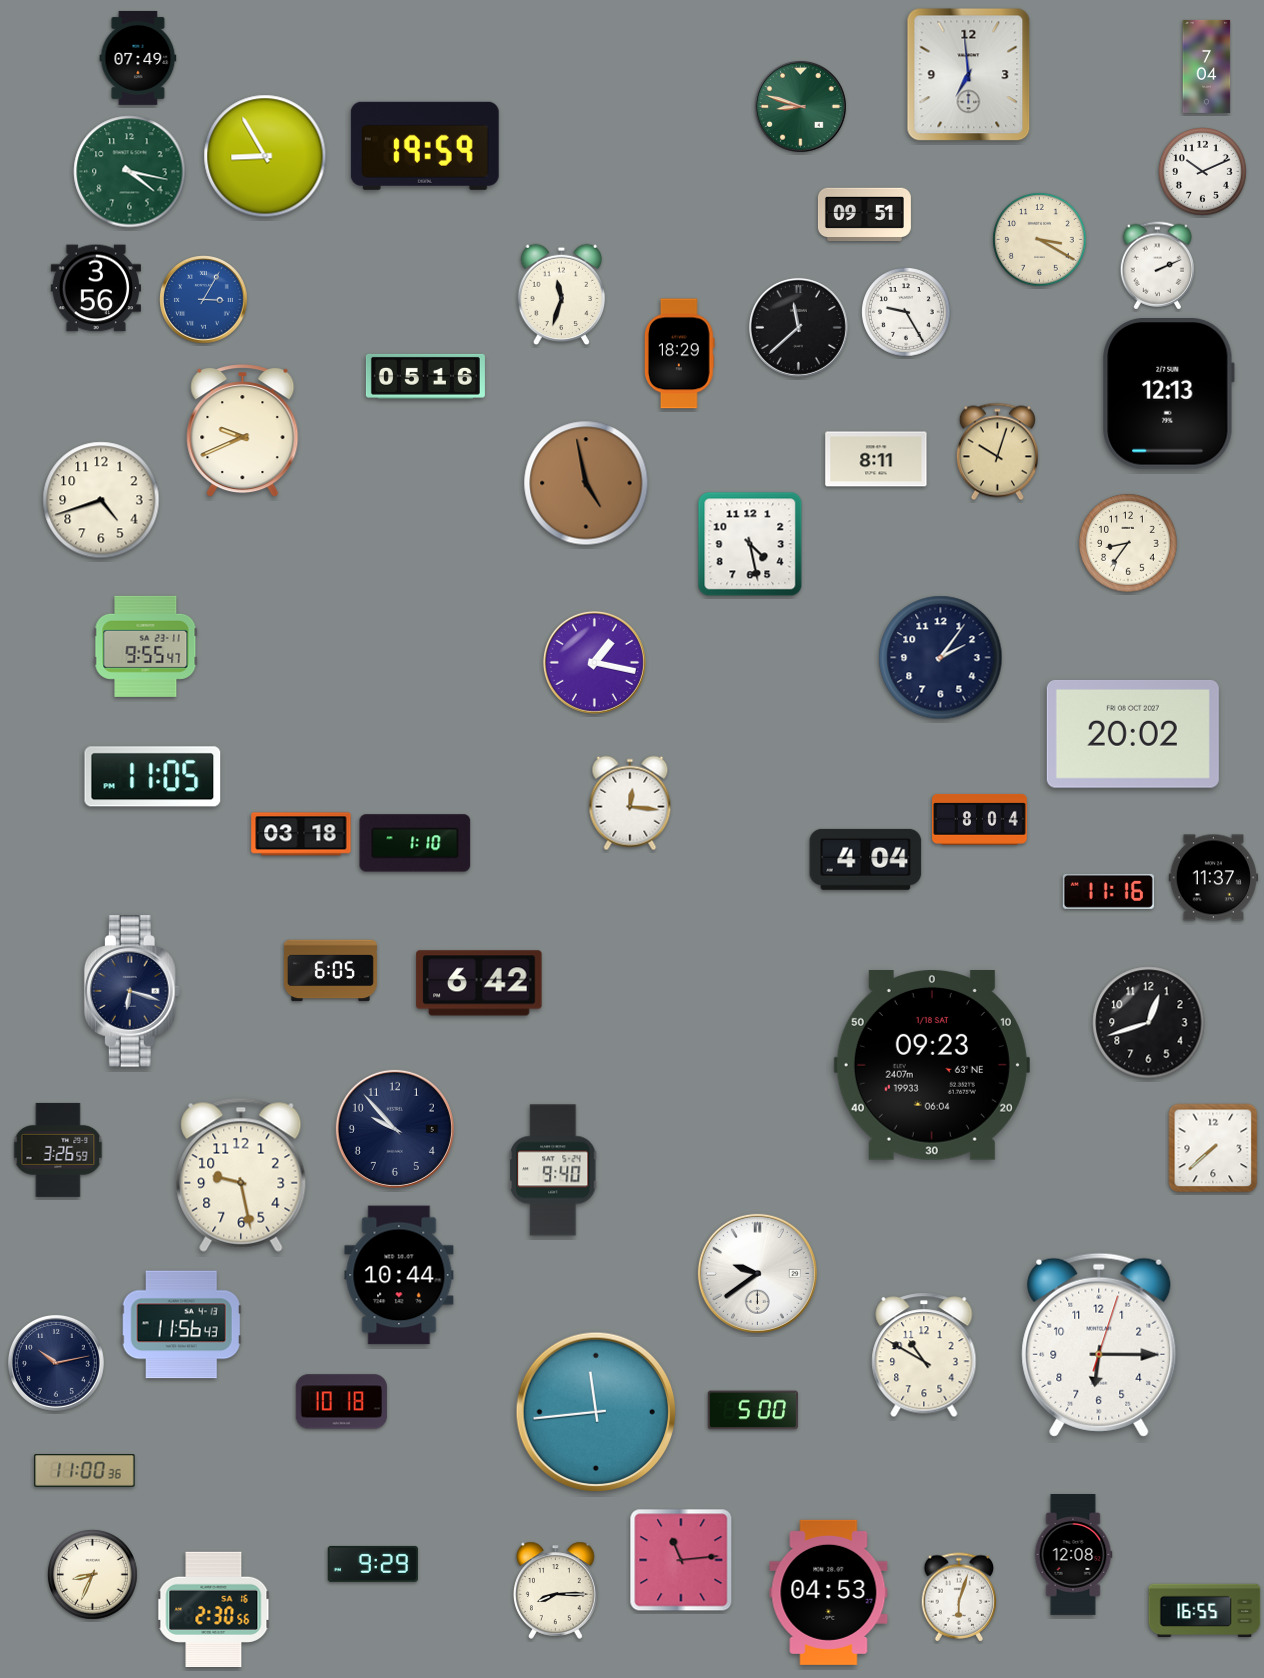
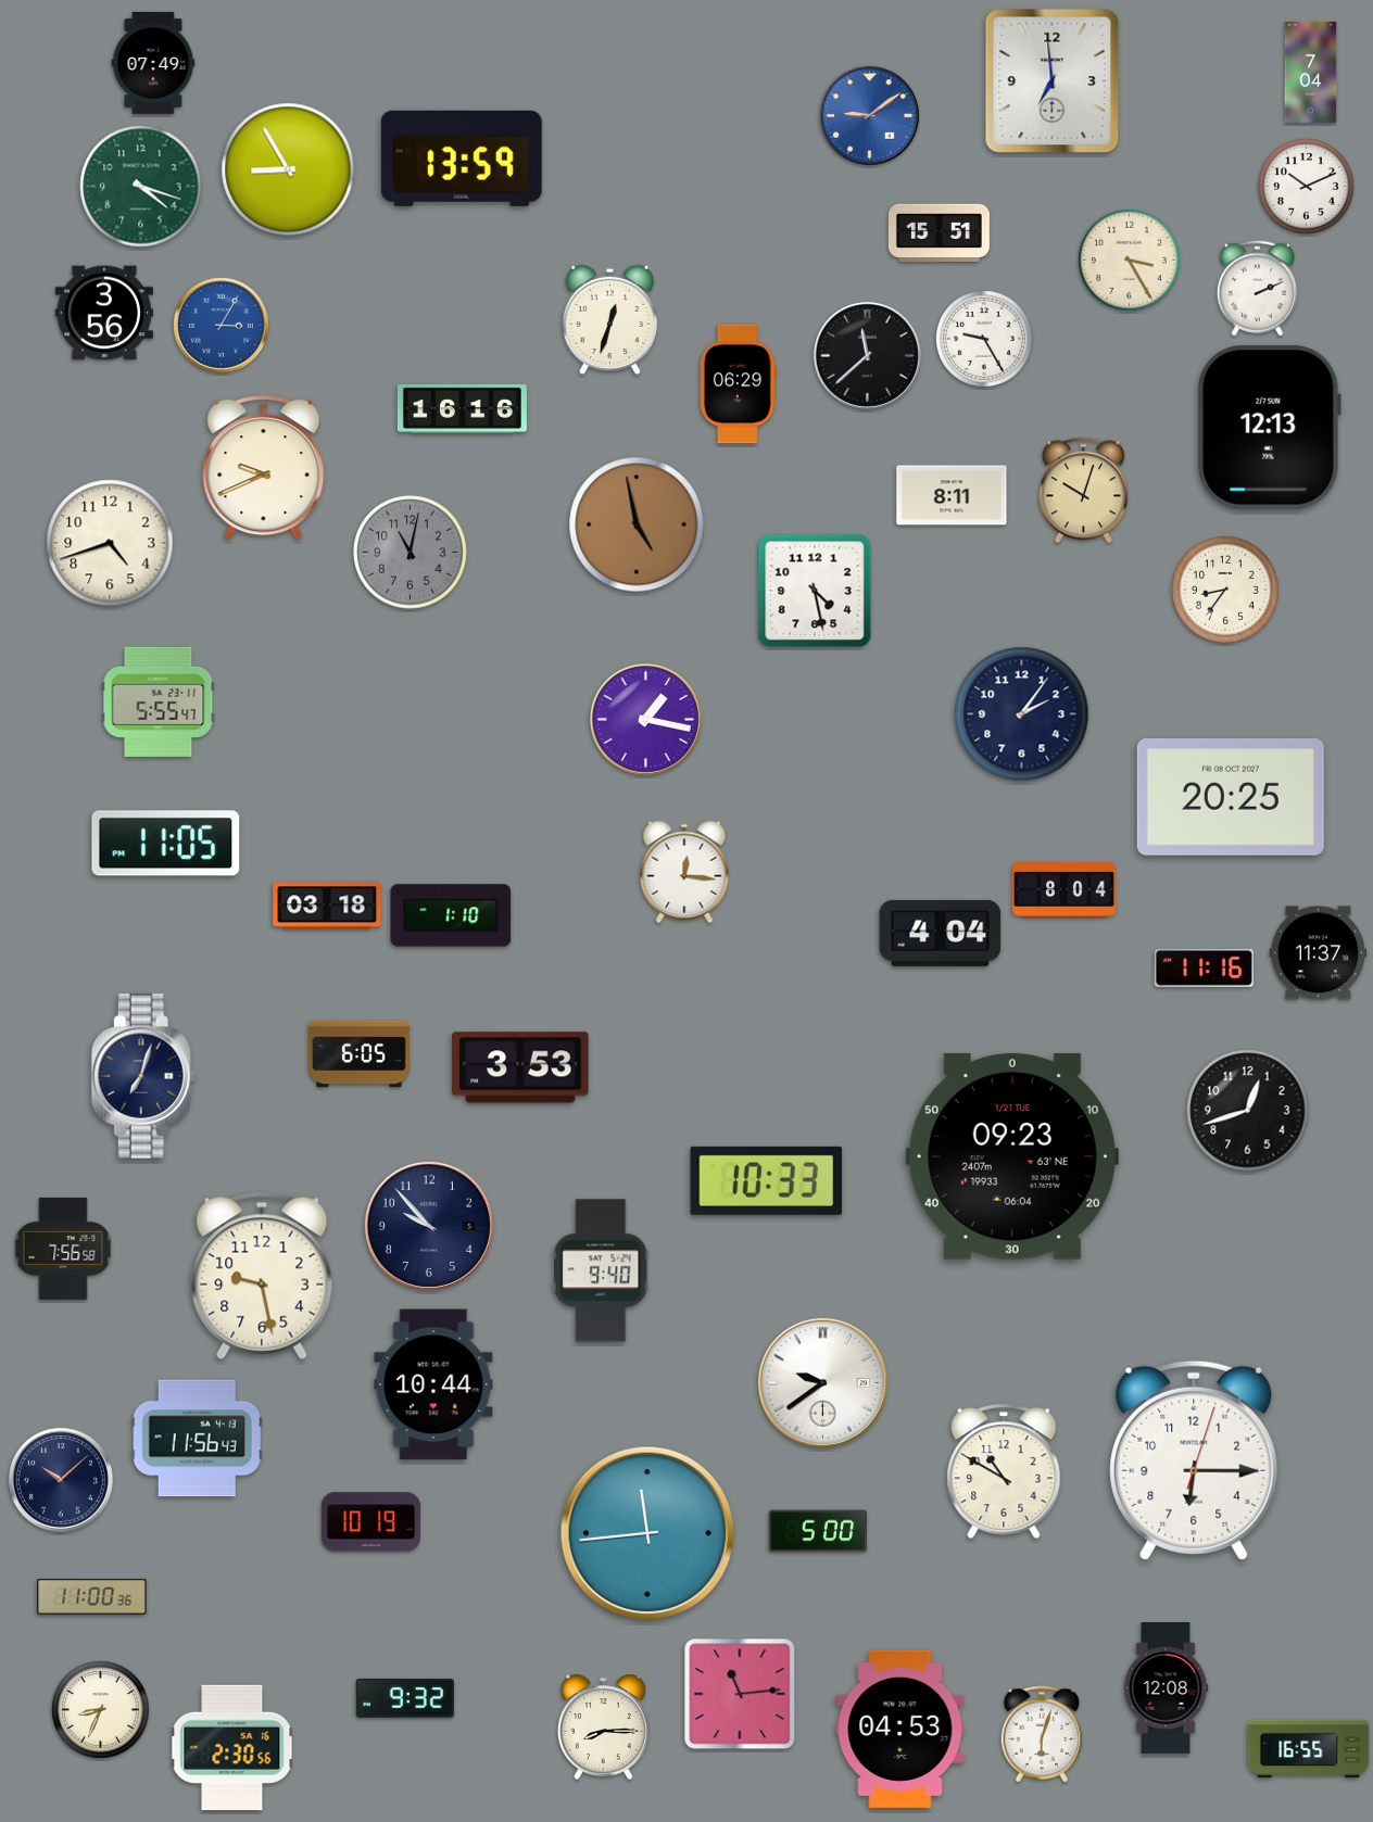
clock at (138, 58) position: (138, 58) -> (153, 63)
clock at (801, 107): 8:48 -> 9:09
clock at (801, 107) dial: green -> blue
clock at (425, 146): 19:59 -> 13:59
clock at (130, 172): 4:17 -> 4:18
clock at (864, 215): 09:51 -> 15:51
clock at (1040, 240): 3:20 -> 3:25
clock at (562, 295): 11:33 -> 12:33
clock at (679, 354): 18:29 -> 06:29
clock at (425, 376): 05:16 -> 16:16
clock at (876, 459) position: (876, 459) -> (952, 495)
clock at (411, 553): none -> 11:02
clock at (146, 646): 9:55 -> 5:55
clock at (1133, 734): 20:02 -> 20:25
clock at (479, 983): 6:42 -> 3:53
clock at (132, 991): 6:18 -> 7:03
clock at (932, 1066) date: 1/18 SAT -> 1/21 TUE
clock at (767, 1180): none -> 10:33
clock at (1213, 1148): 7:38 -> none
clock at (58, 1150): 3:26 -> 7:56
clock at (56, 1363): 10:13 -> 10:08
clock at (341, 1402): 10:18 -> 10:19
clock at (373, 1564): 9:29 -> 9:32
